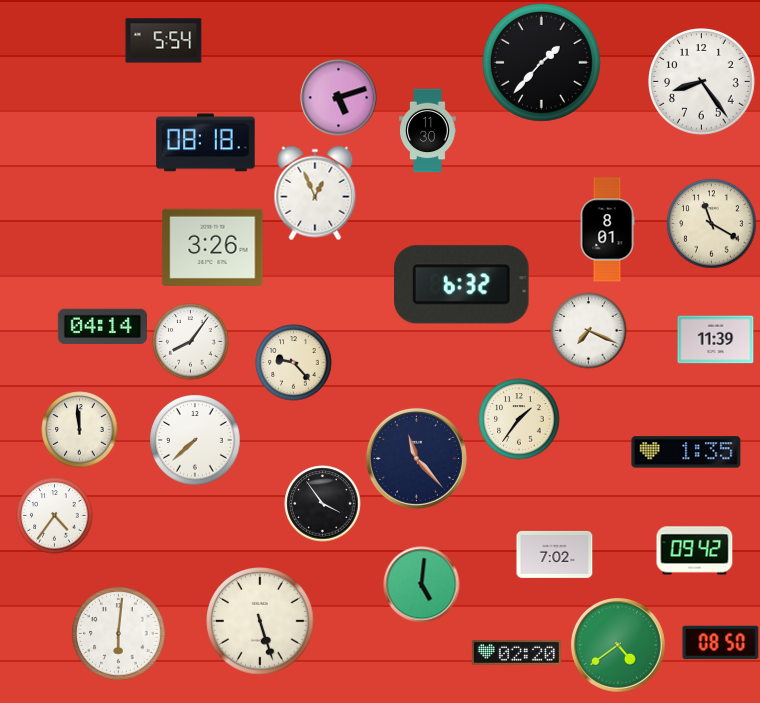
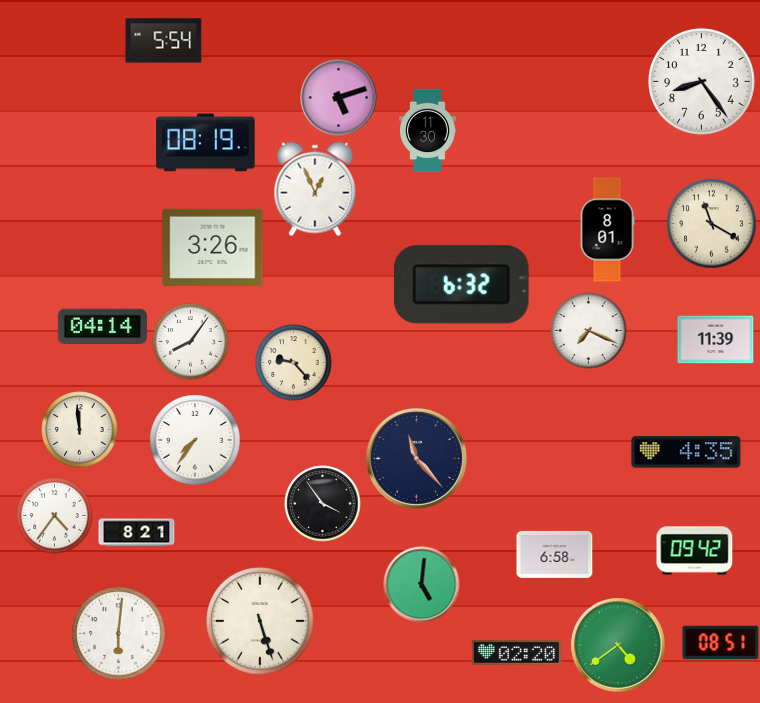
clock at (541, 62): 1:37 -> none
clock at (206, 143): 08:18 -> 08:19
clock at (315, 193) position: (315, 193) -> (315, 189)
clock at (519, 419): 1:36 -> none
clock at (195, 440): 7:38 -> 7:36
clock at (686, 452): 1:35 -> 4:35
clock at (137, 533): none -> 8:21
clock at (555, 554): 7:02 -> 6:58
clock at (721, 643): 08:50 -> 08:51
